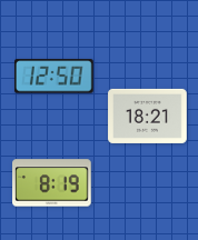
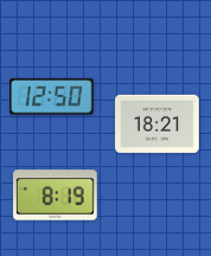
clock at (55, 77) position: (55, 77) -> (52, 97)
